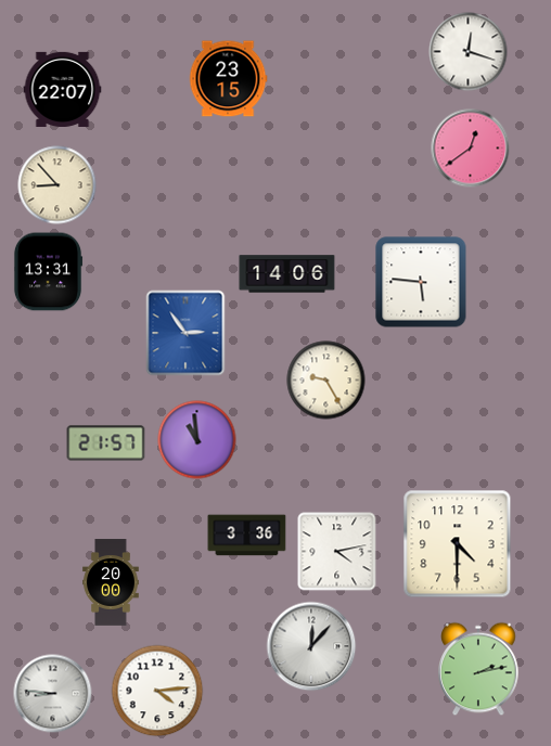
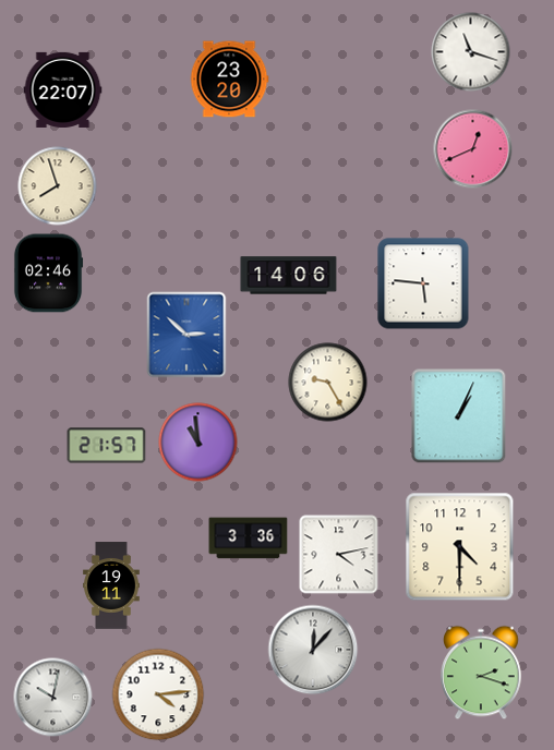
clock at (469, 52): 12:18 -> 11:18
clock at (228, 79): 23:15 -> 23:20
clock at (471, 149): 12:39 -> 12:41
clock at (57, 185): 8:53 -> 7:57
clock at (48, 272): 13:31 -> 02:46
clock at (185, 333): 2:54 -> 2:52
clock at (459, 416): none -> 1:04
clock at (111, 582): 20:00 -> 19:11
clock at (478, 669): 2:13 -> 2:18
clock at (53, 694): 8:46 -> 10:02
